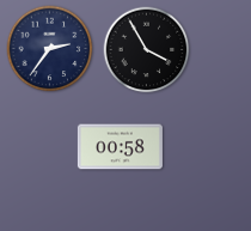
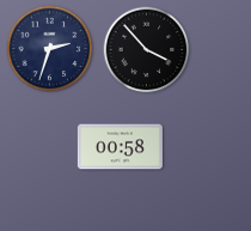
clock at (50, 49): 2:36 -> 2:33
clock at (147, 50): 3:55 -> 3:53
